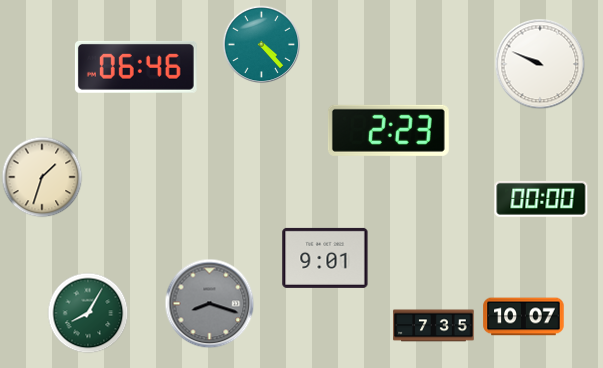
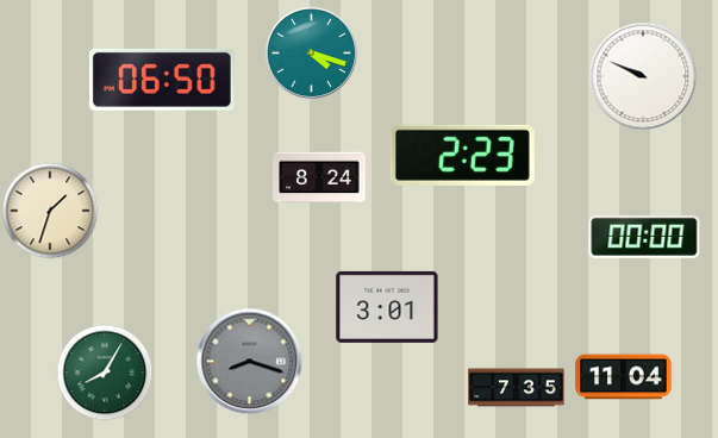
clock at (261, 44): 4:23 -> 4:18
clock at (136, 67): 06:46 -> 06:50
clock at (319, 177): none -> 8:24
clock at (325, 258): 9:01 -> 3:01
clock at (524, 317): 10:07 -> 11:04
